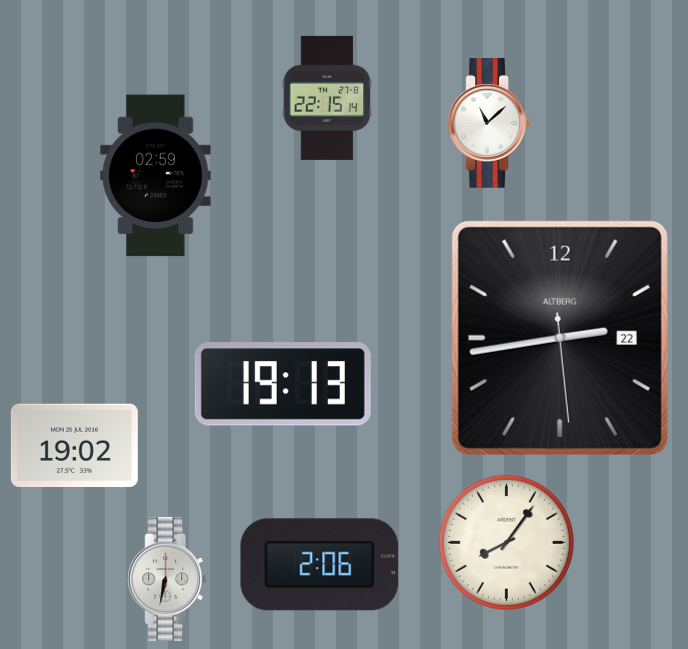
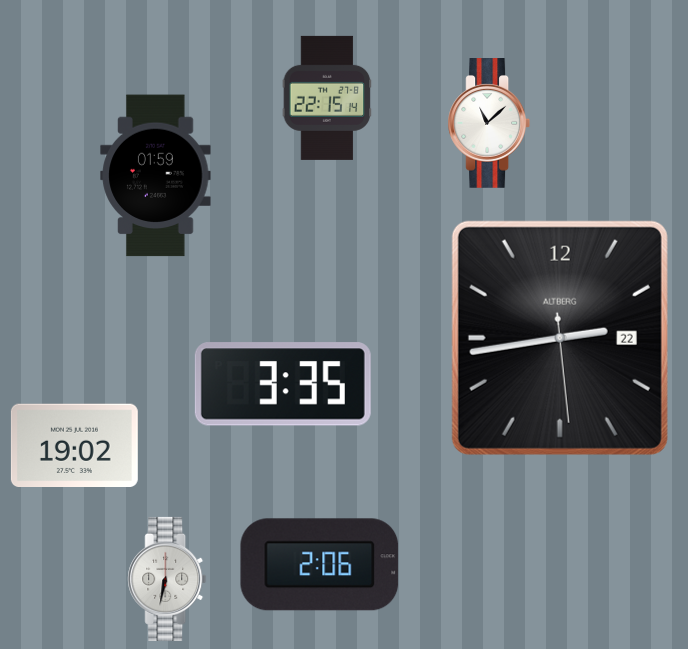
clock at (156, 176): 02:59 -> 01:59
clock at (283, 384): 19:13 -> 3:35
clock at (506, 542): 8:06 -> none
